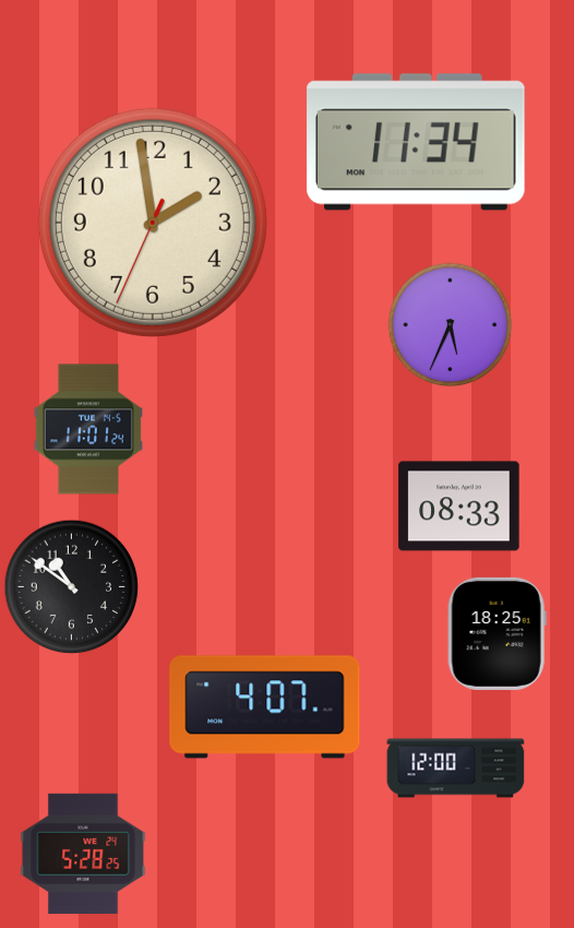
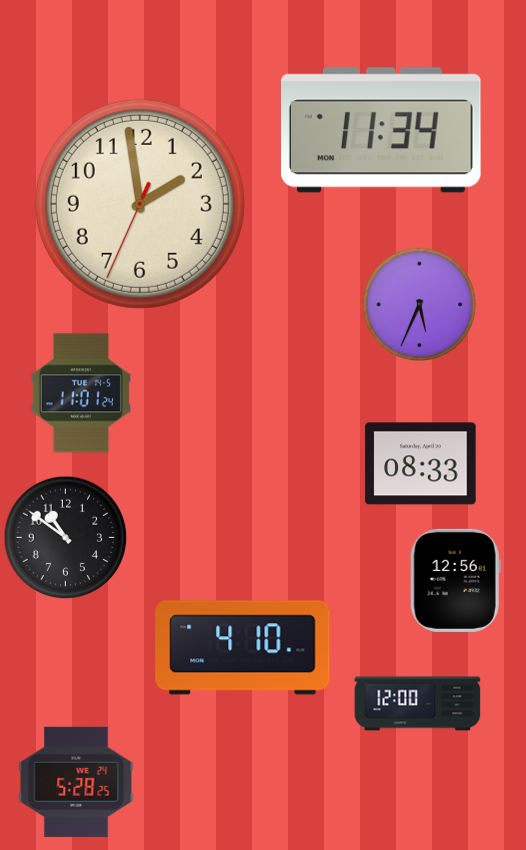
clock at (451, 325) position: (451, 325) -> (420, 305)
clock at (497, 633): 18:25 -> 12:56
clock at (265, 707): 4:07 -> 4:10
